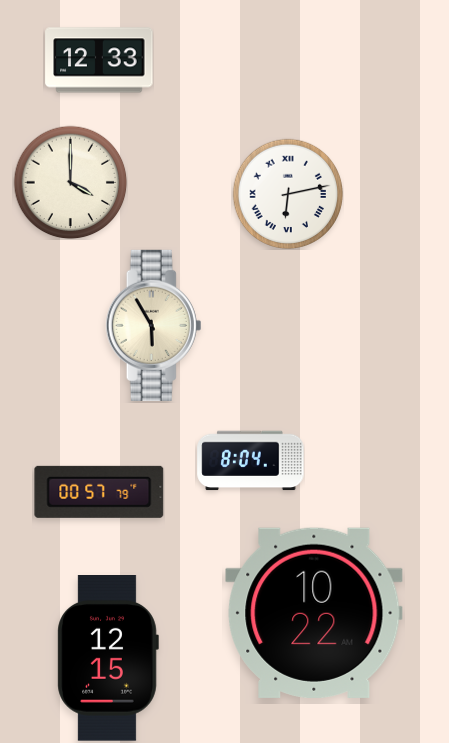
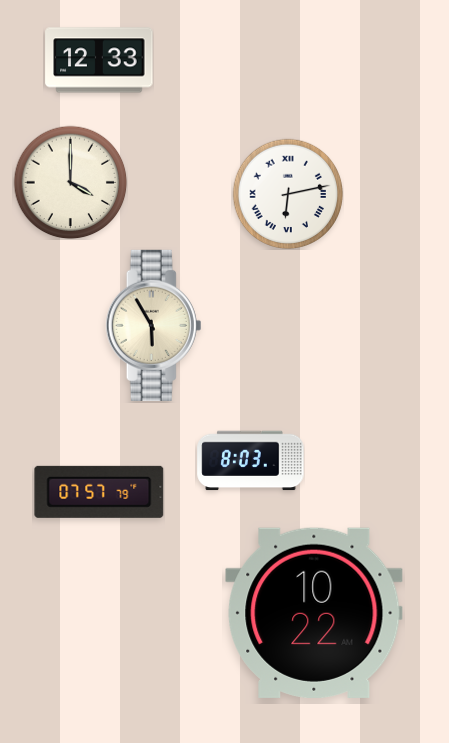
clock at (251, 461): 8:04 -> 8:03
clock at (99, 492): 00:57 -> 07:57
clock at (108, 659): 12:15 -> none
